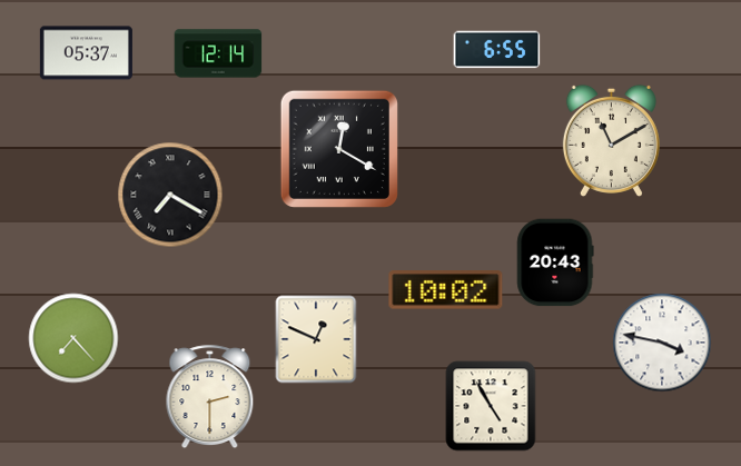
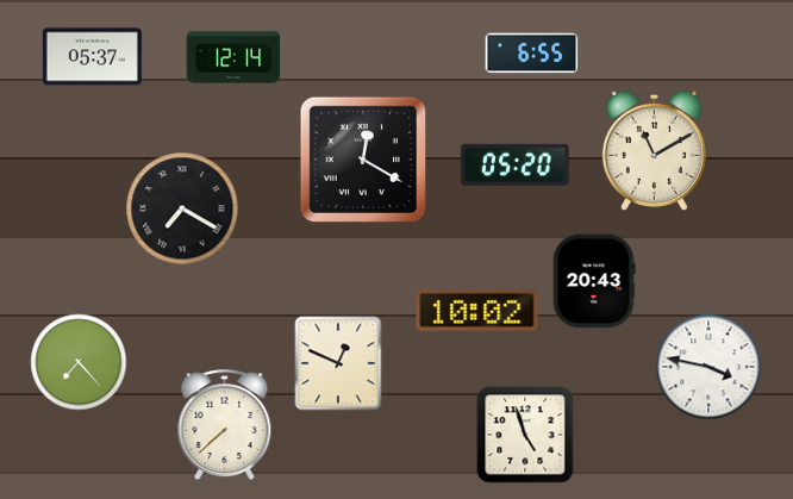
clock at (516, 164): none -> 05:20
clock at (210, 397): 2:30 -> 7:38
clock at (491, 406): 4:55 -> 4:57
